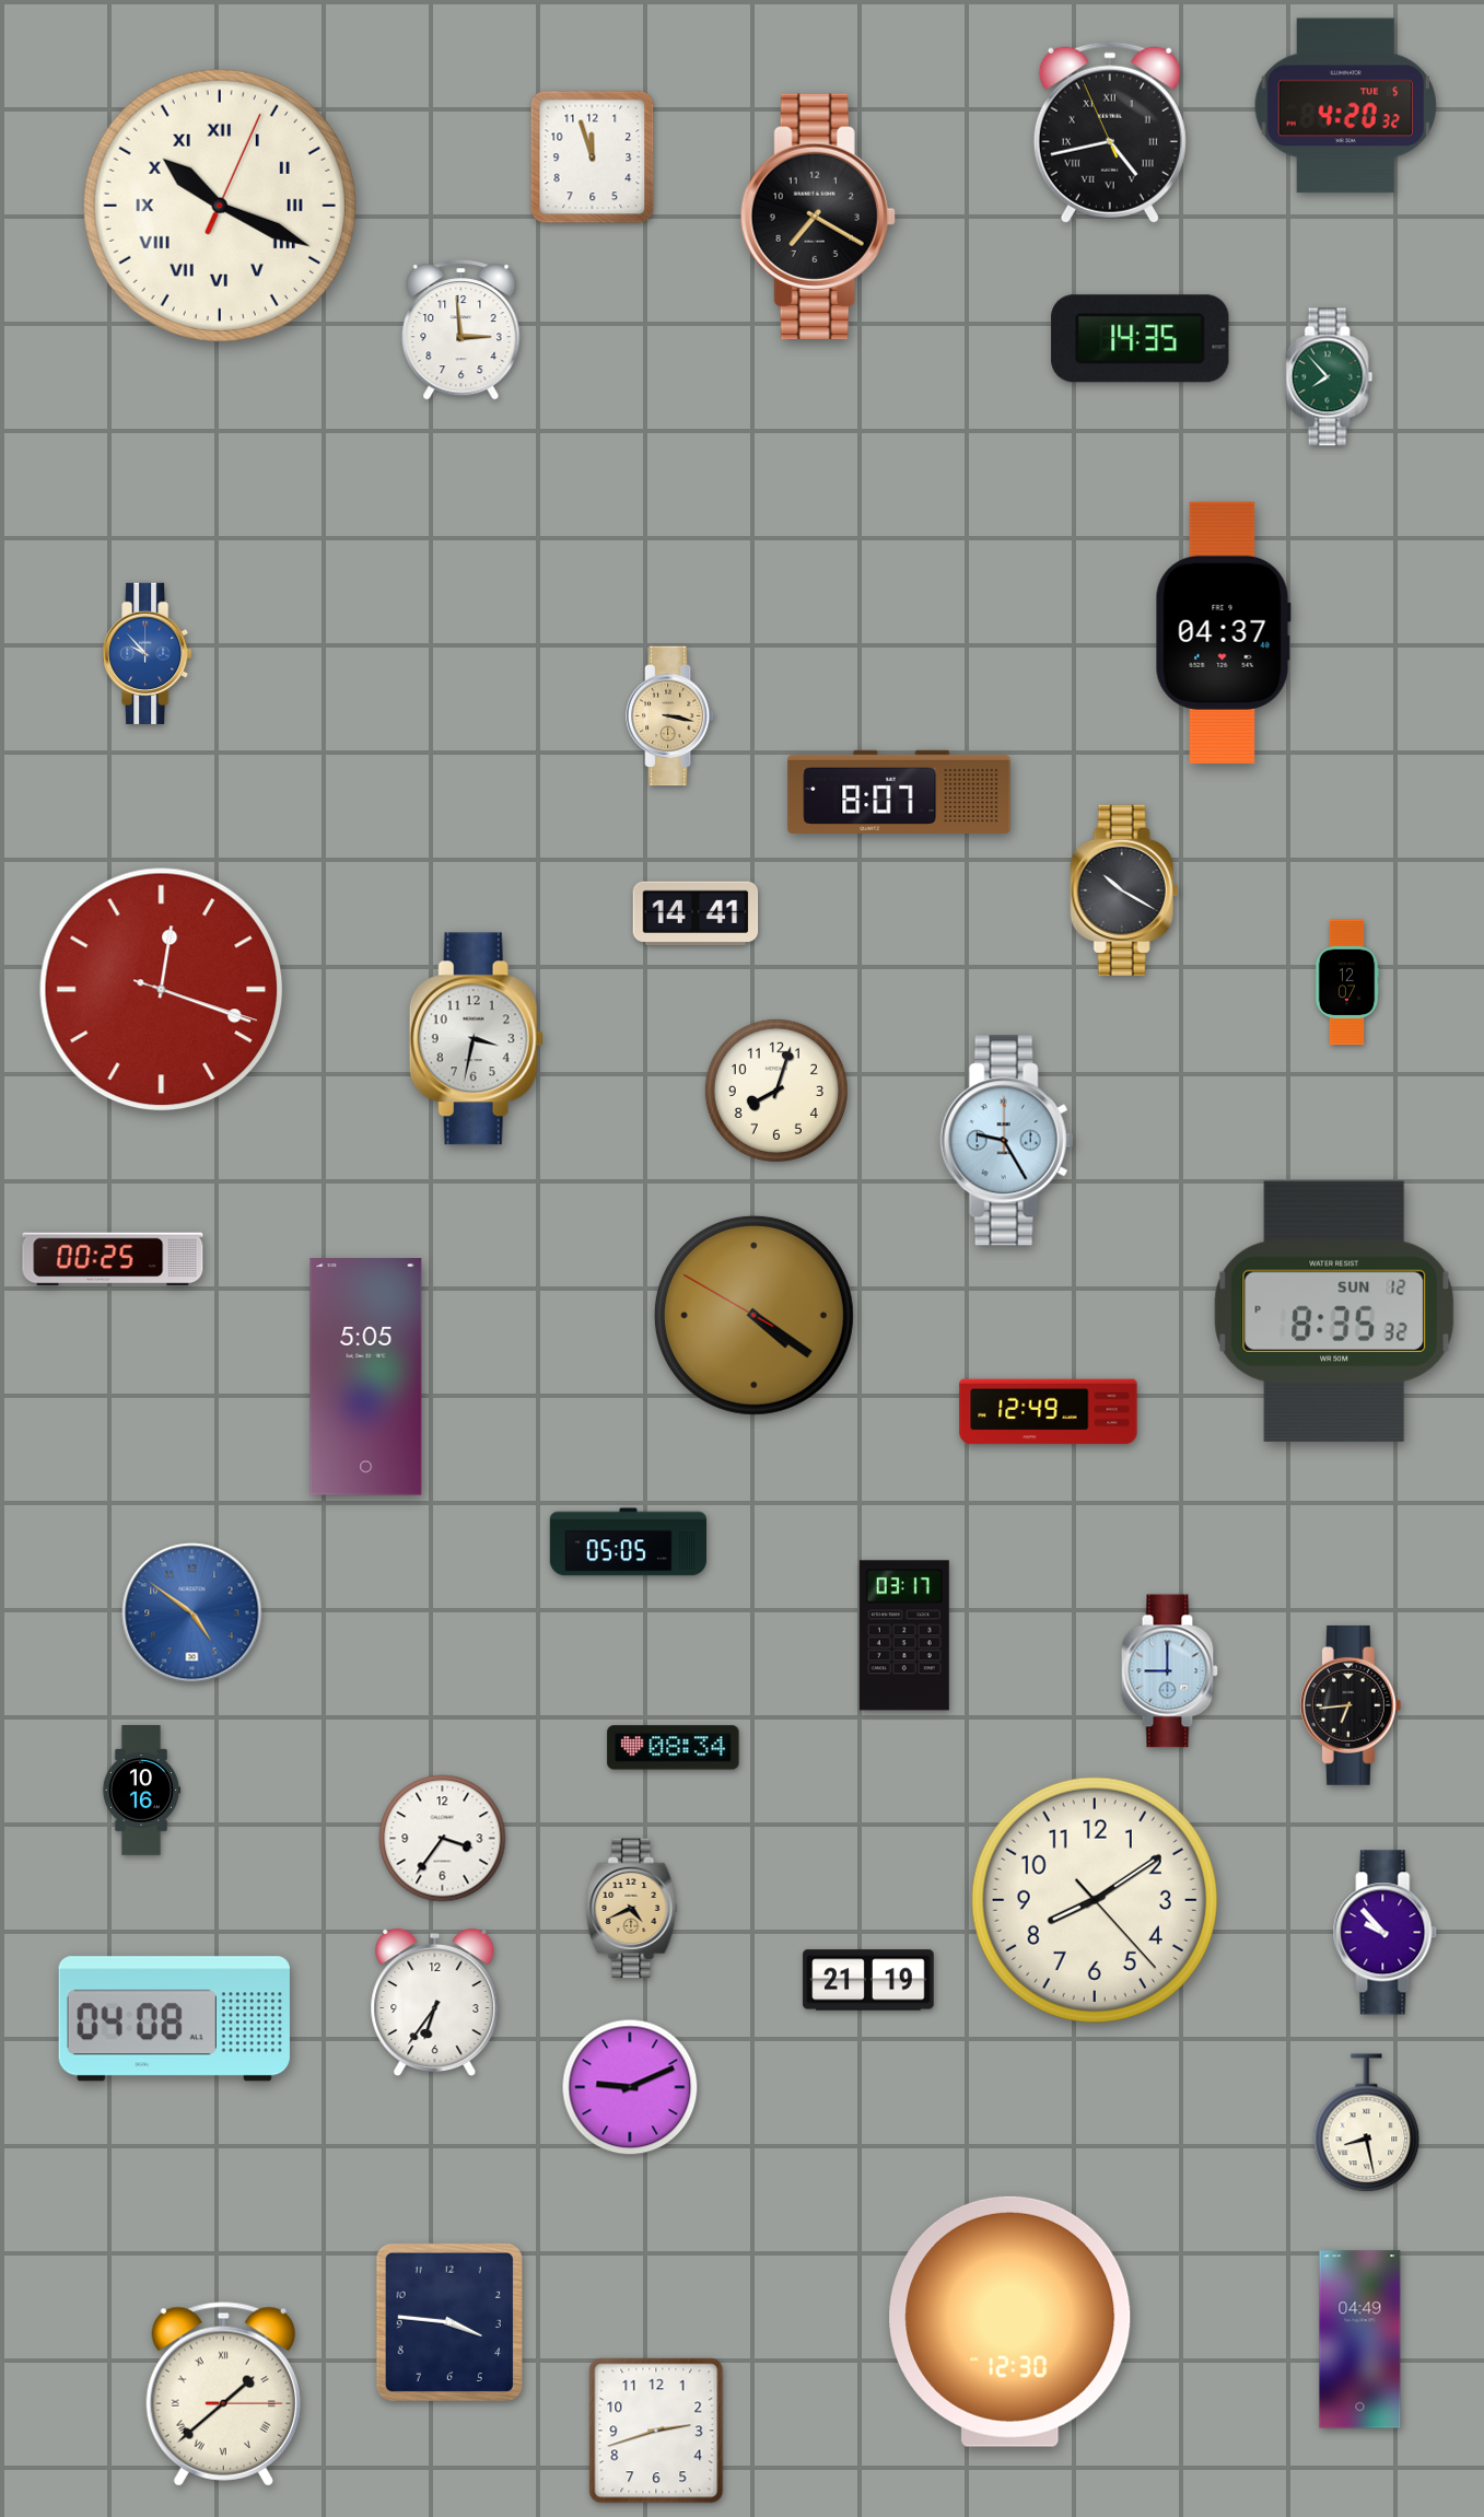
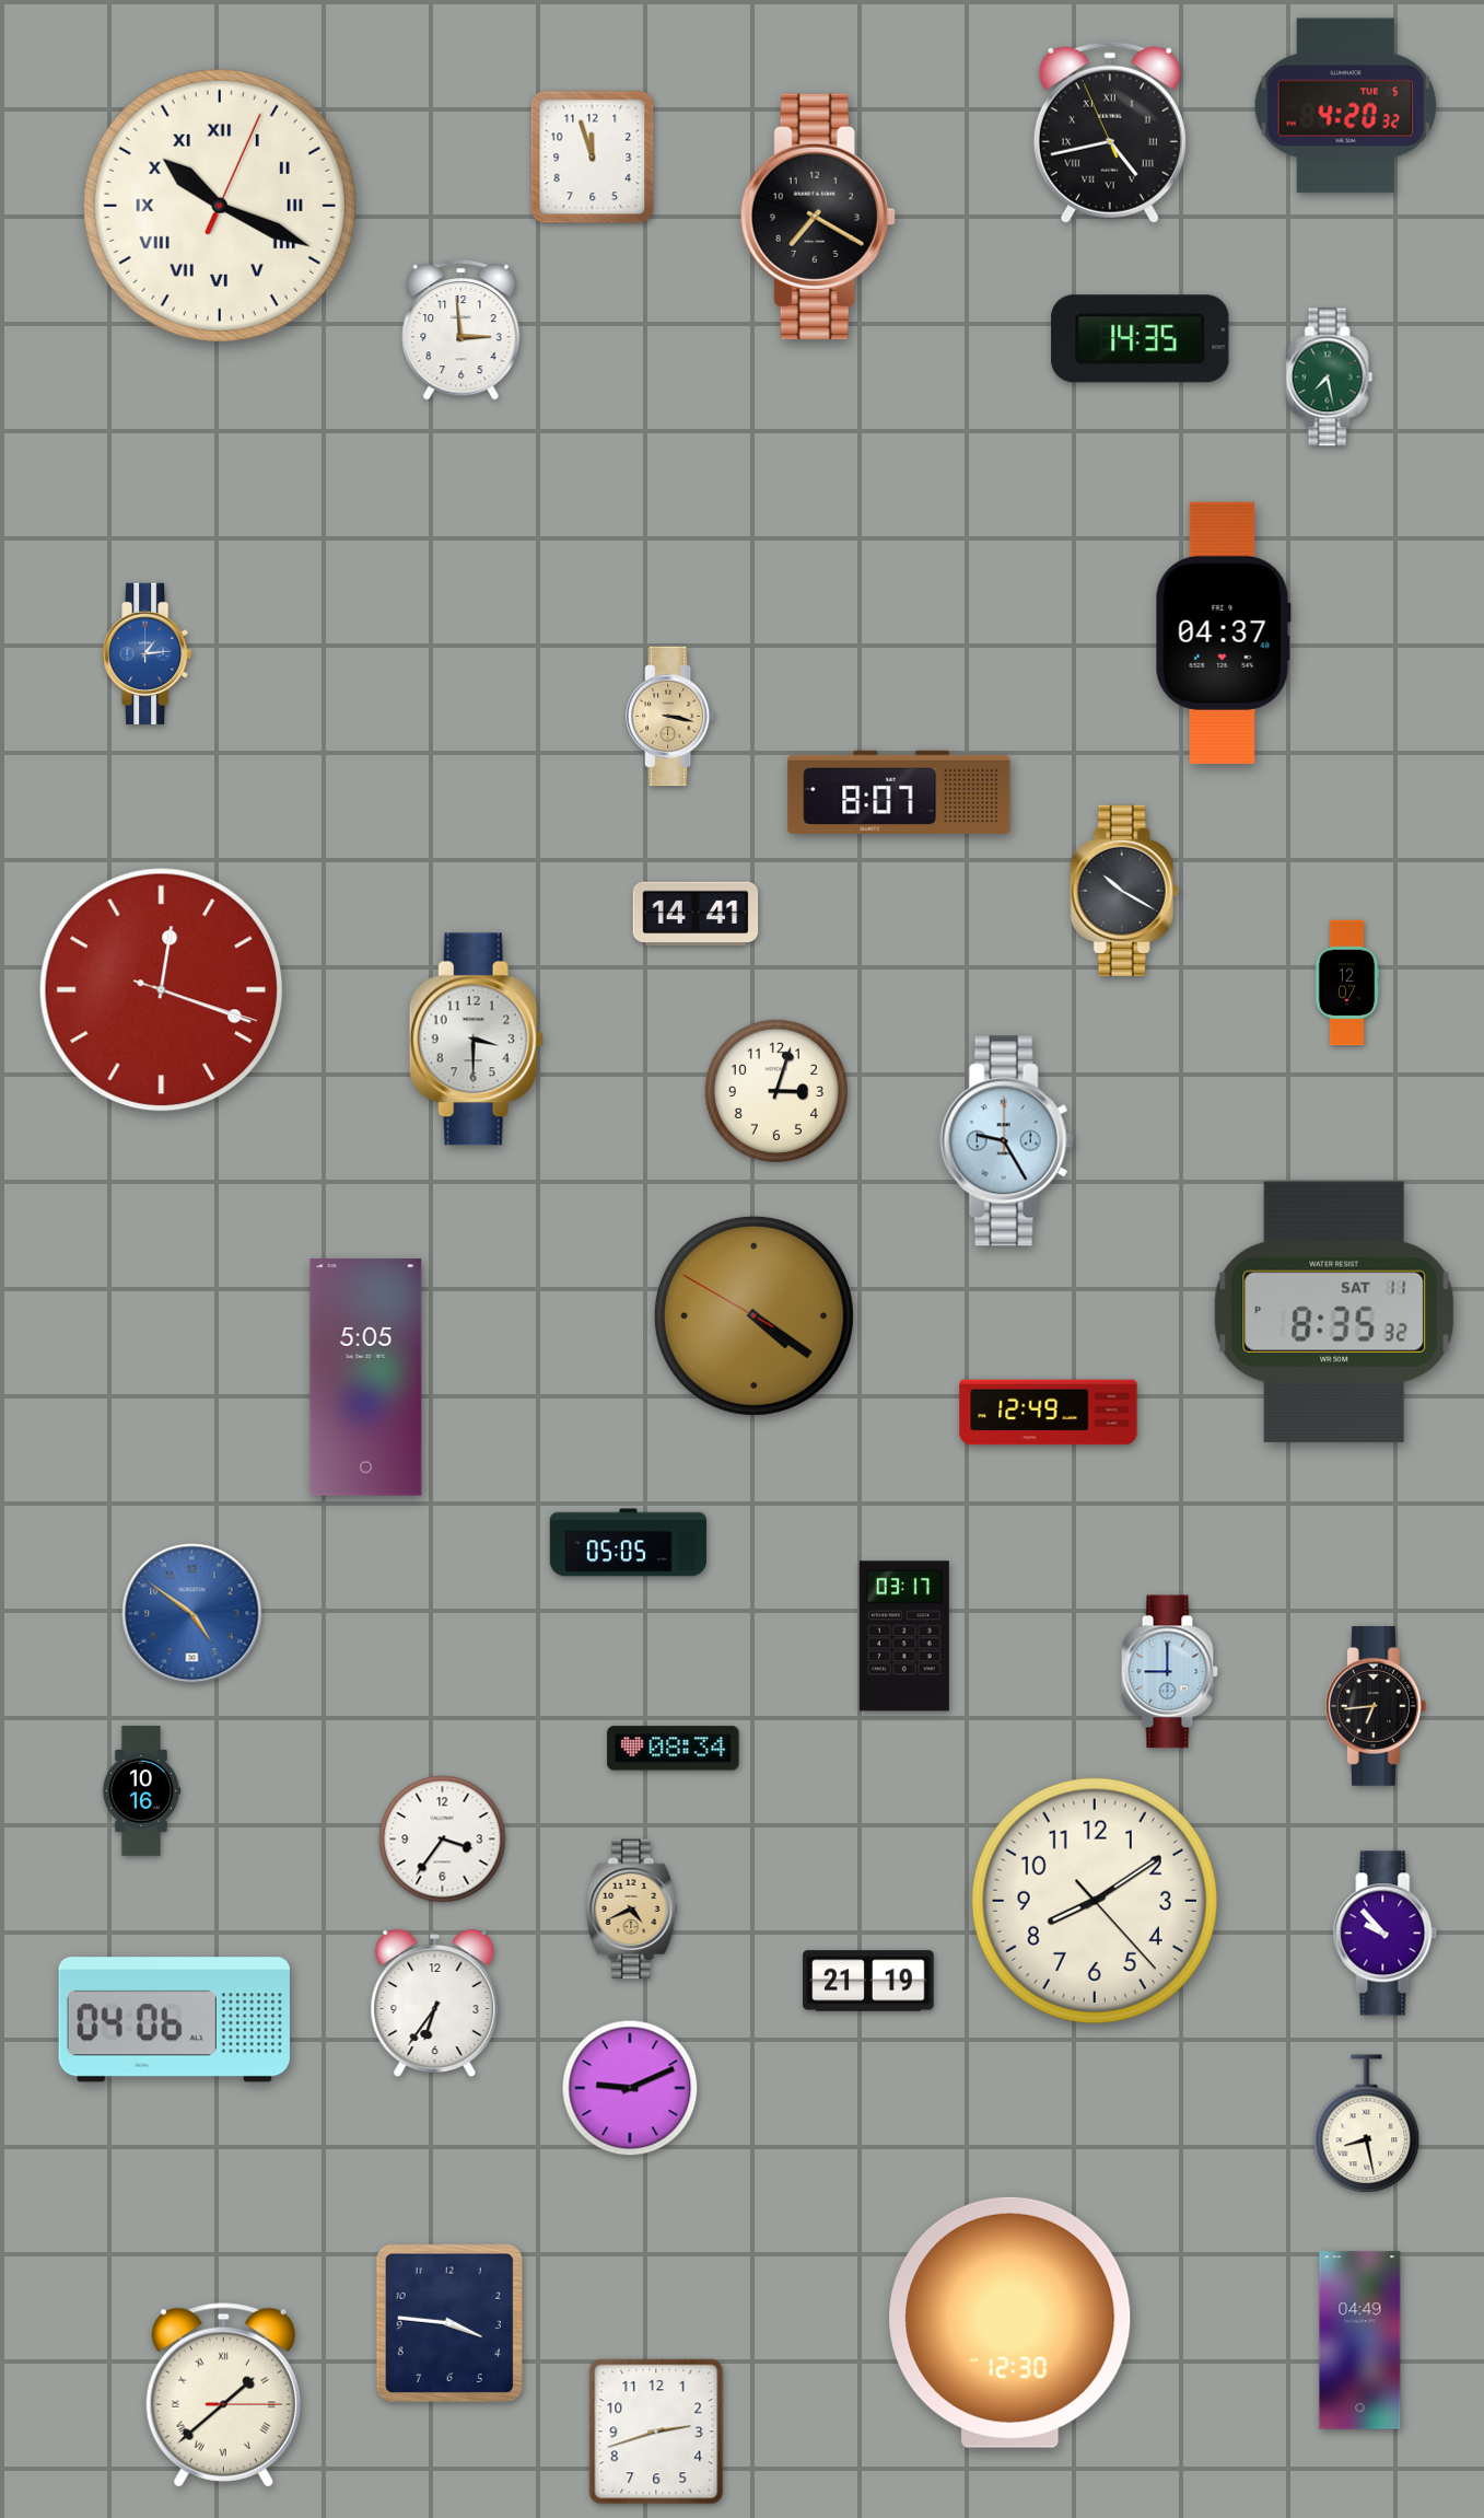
clock at (1330, 377): 7:53 -> 7:28
clock at (148, 653): 9:53 -> 1:14
clock at (476, 1039): 3:32 -> 3:30
clock at (776, 1091): 8:03 -> 3:03
clock at (113, 1259): 00:25 -> none
clock at (1334, 1312) date: SUN 12 -> SAT 11
clock at (1351, 1705) position: (1351, 1705) -> (1376, 1706)
clock at (174, 2019): 04:08 -> 04:06
